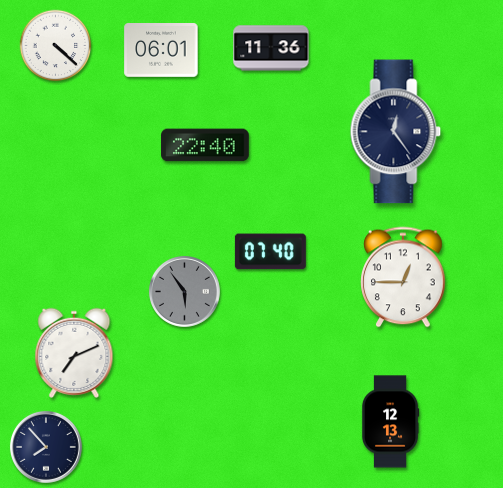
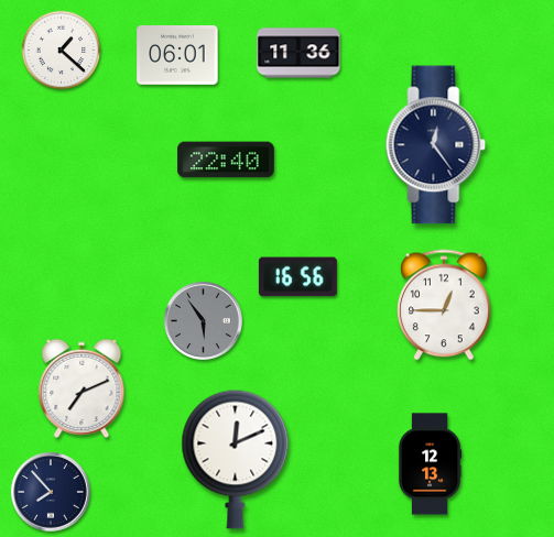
clock at (56, 46): 4:22 -> 1:22
clock at (270, 252): 07:40 -> 16:56
clock at (236, 459): none -> 12:11
